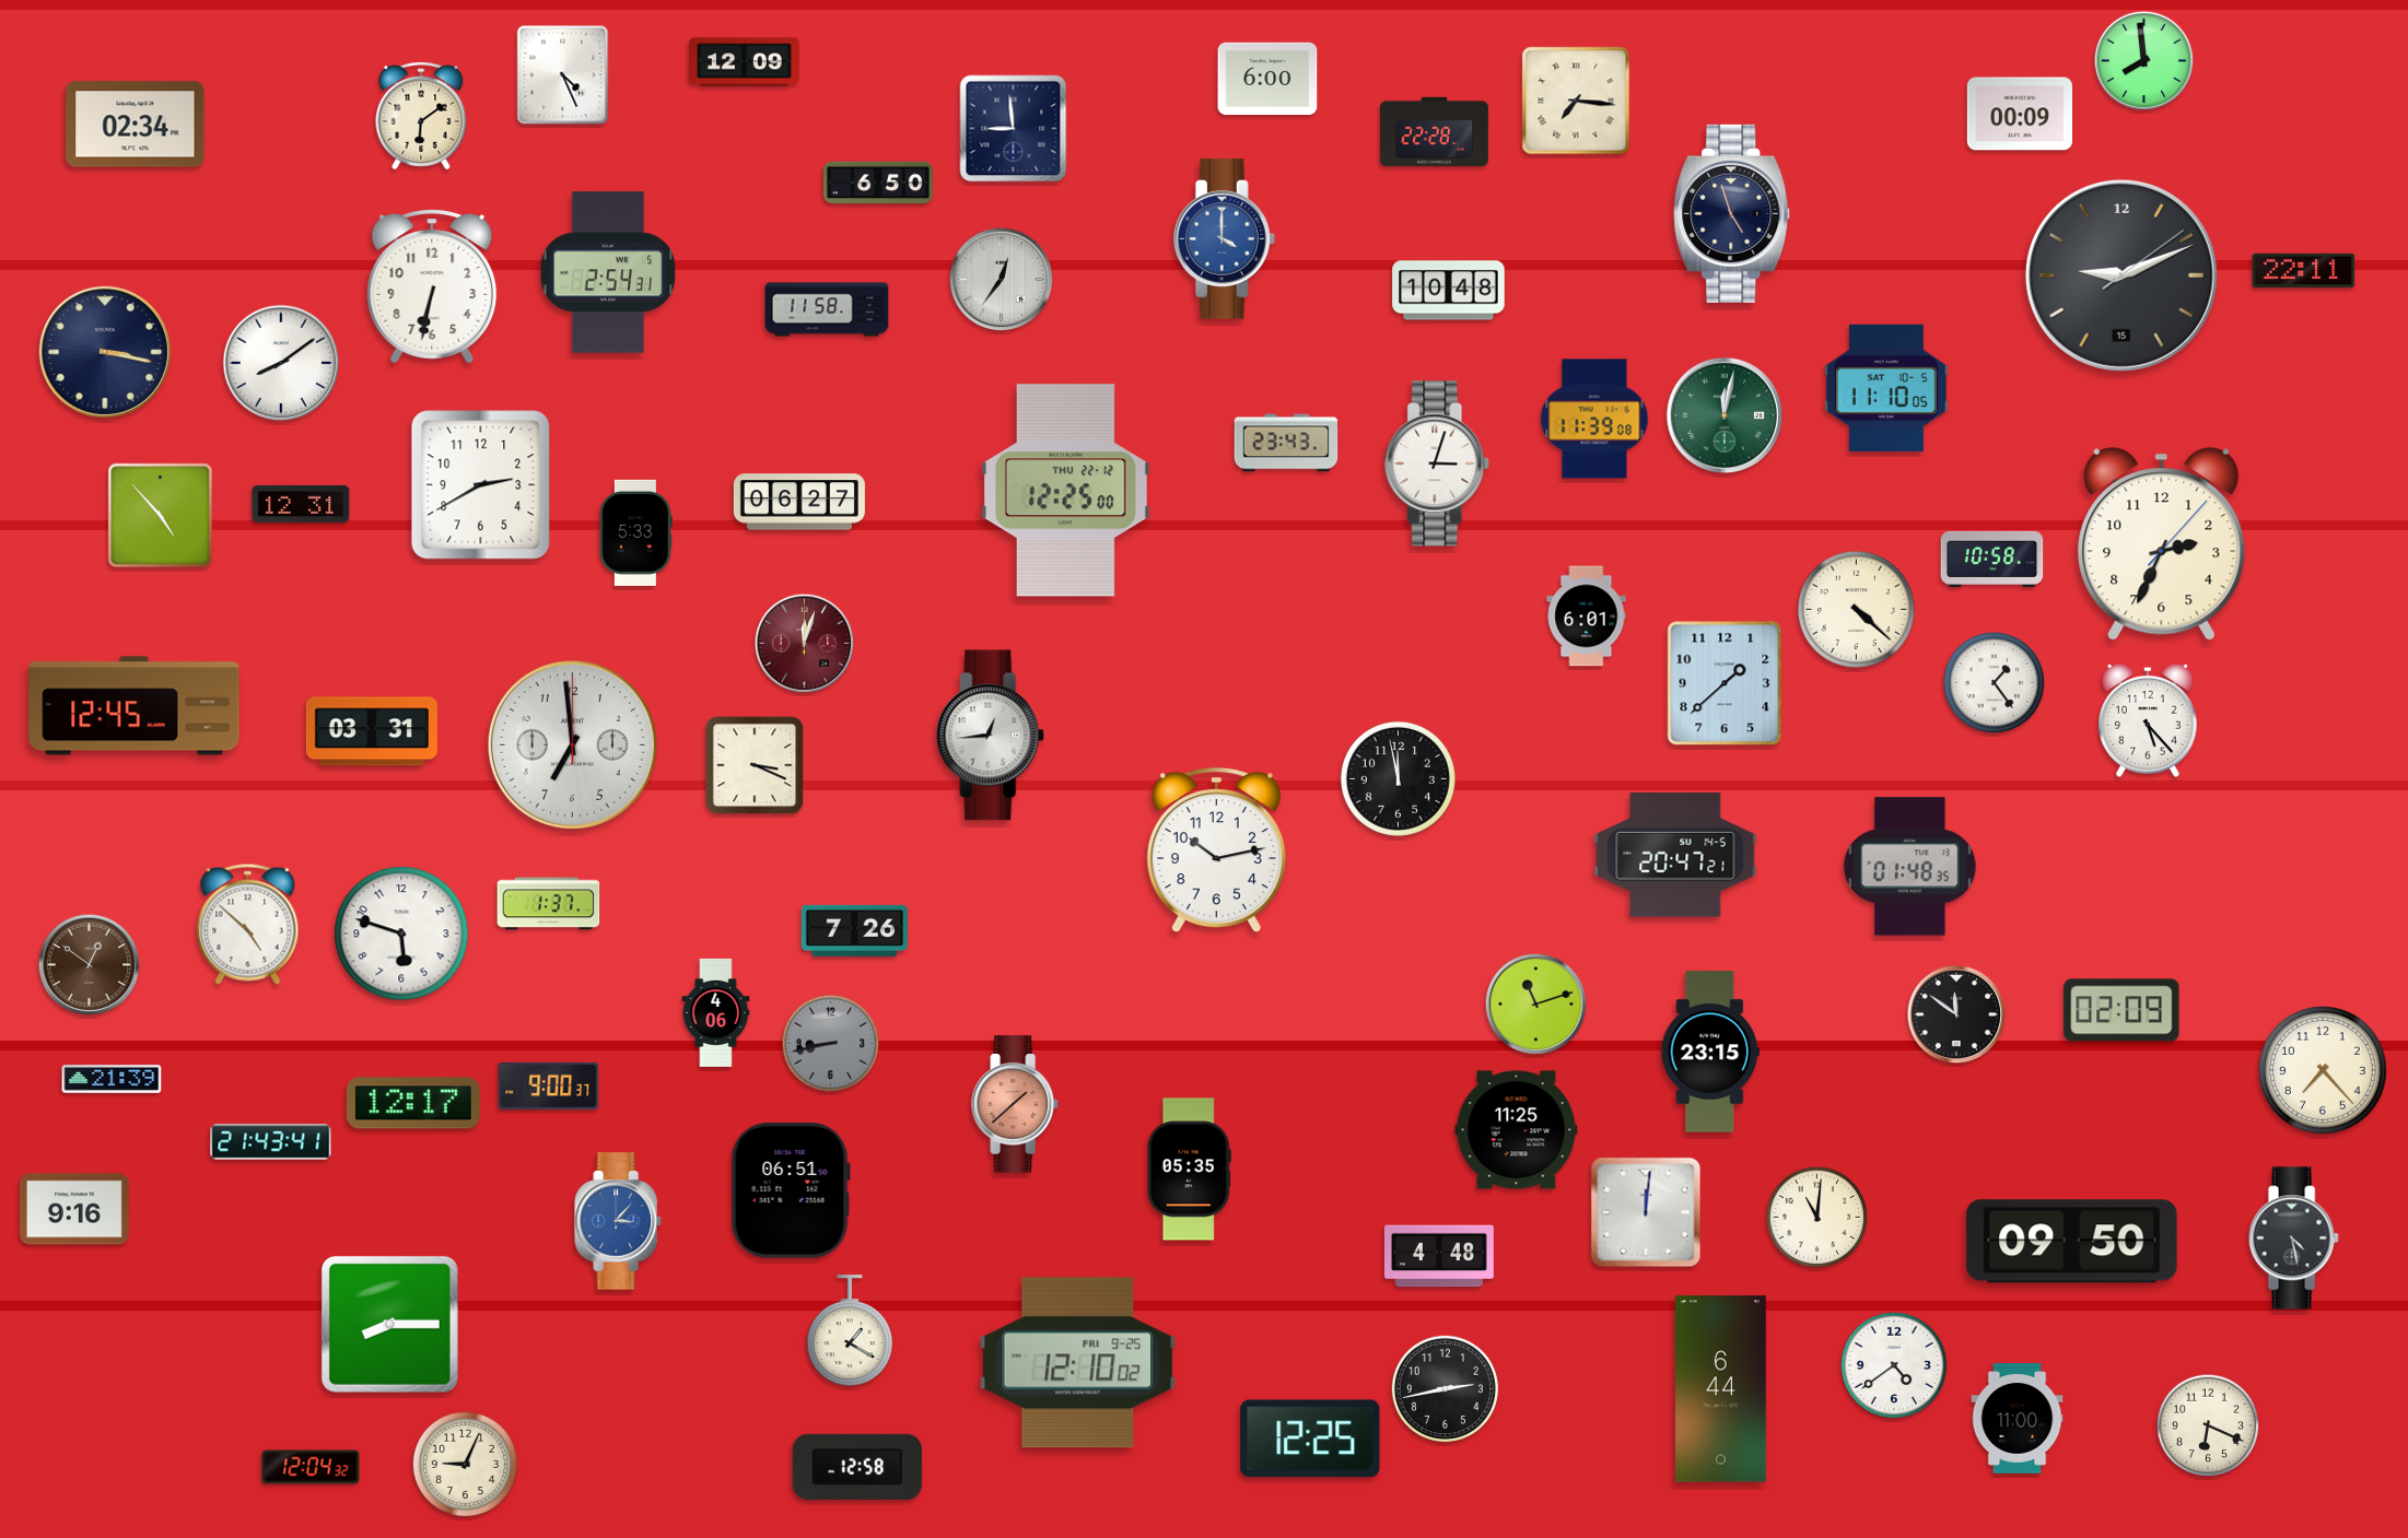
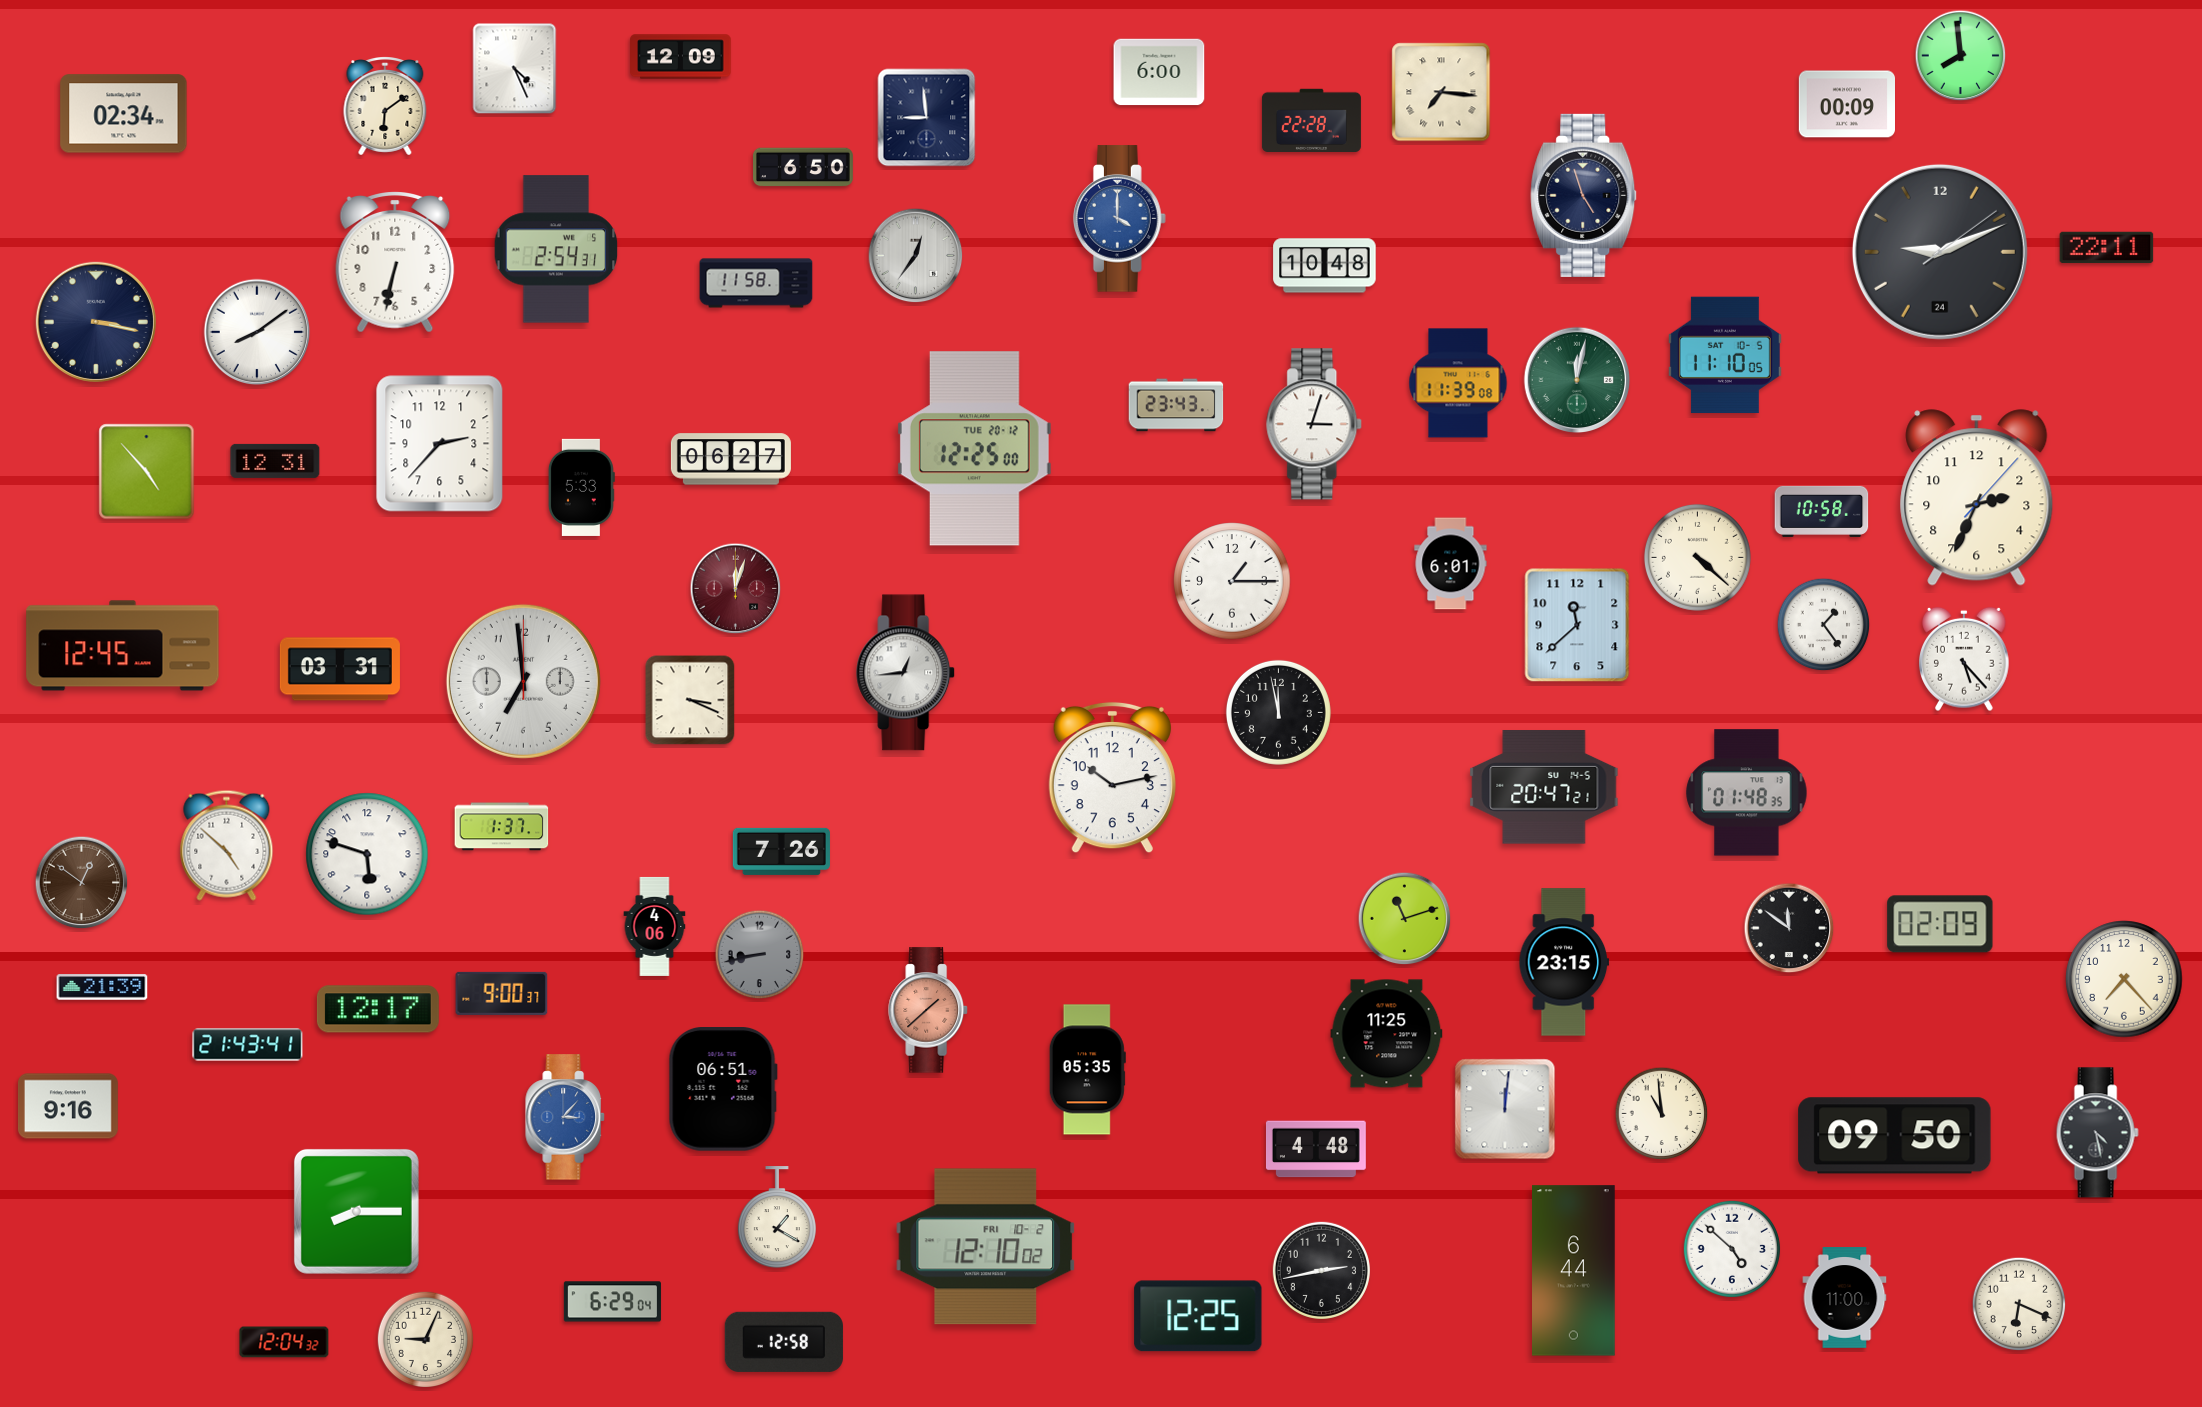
clock at (2121, 275) date: 15 -> 24
clock at (481, 485): 2:40 -> 2:37
clock at (1065, 491) date: THU 22-12 -> TUE 20-12
clock at (1232, 581): none -> 1:15
clock at (1725, 683): 1:38 -> 11:38
clock at (1675, 855) position: (1675, 855) -> (1544, 787)
clock at (1817, 1218): 11:01 -> 10:59
clock at (1078, 1363) date: FRI 9-25 -> FRI 10-2
clock at (1893, 1364): 4:39 -> 4:52
clock at (612, 1302): none -> 6:29
